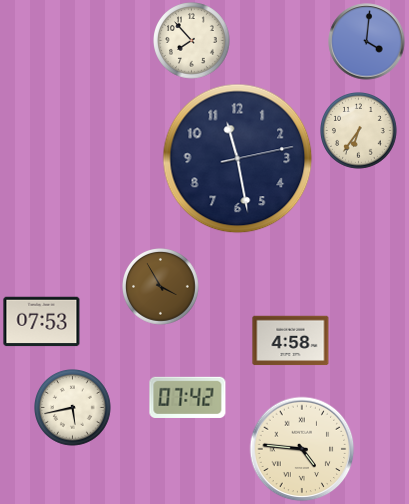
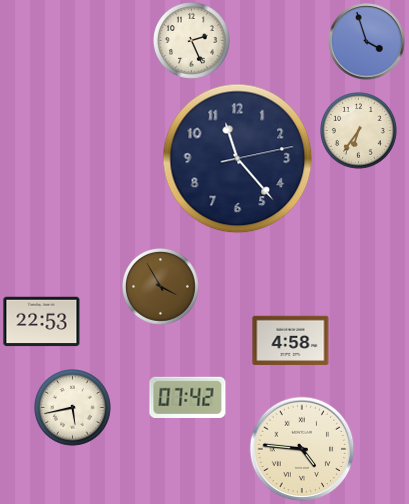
clock at (192, 41): 7:53 -> 2:26
clock at (367, 42): 4:01 -> 3:57
clock at (238, 159): 11:28 -> 11:23
clock at (42, 322): 07:53 -> 22:53
